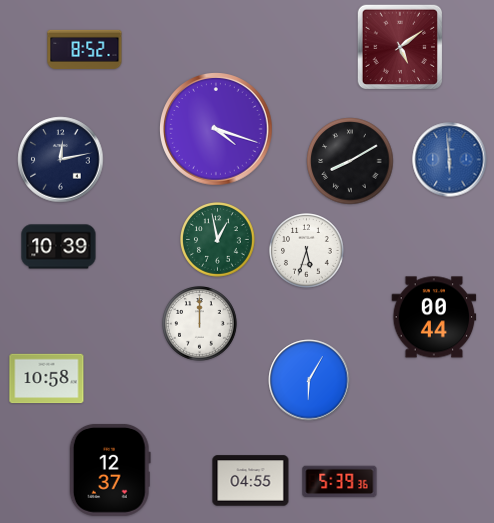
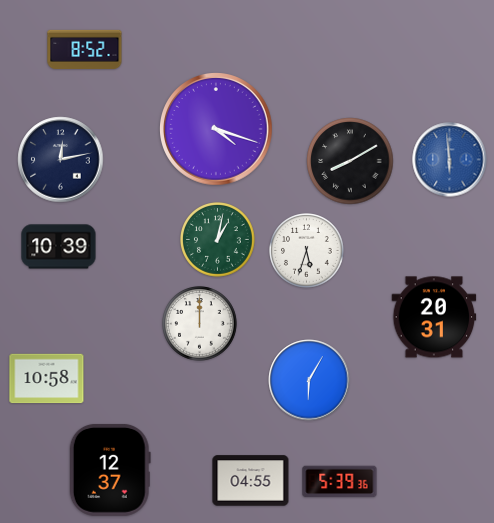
clock at (399, 46): 5:09 -> none
clock at (218, 240): 12:58 -> 1:02
clock at (434, 317): 00:44 -> 20:31
